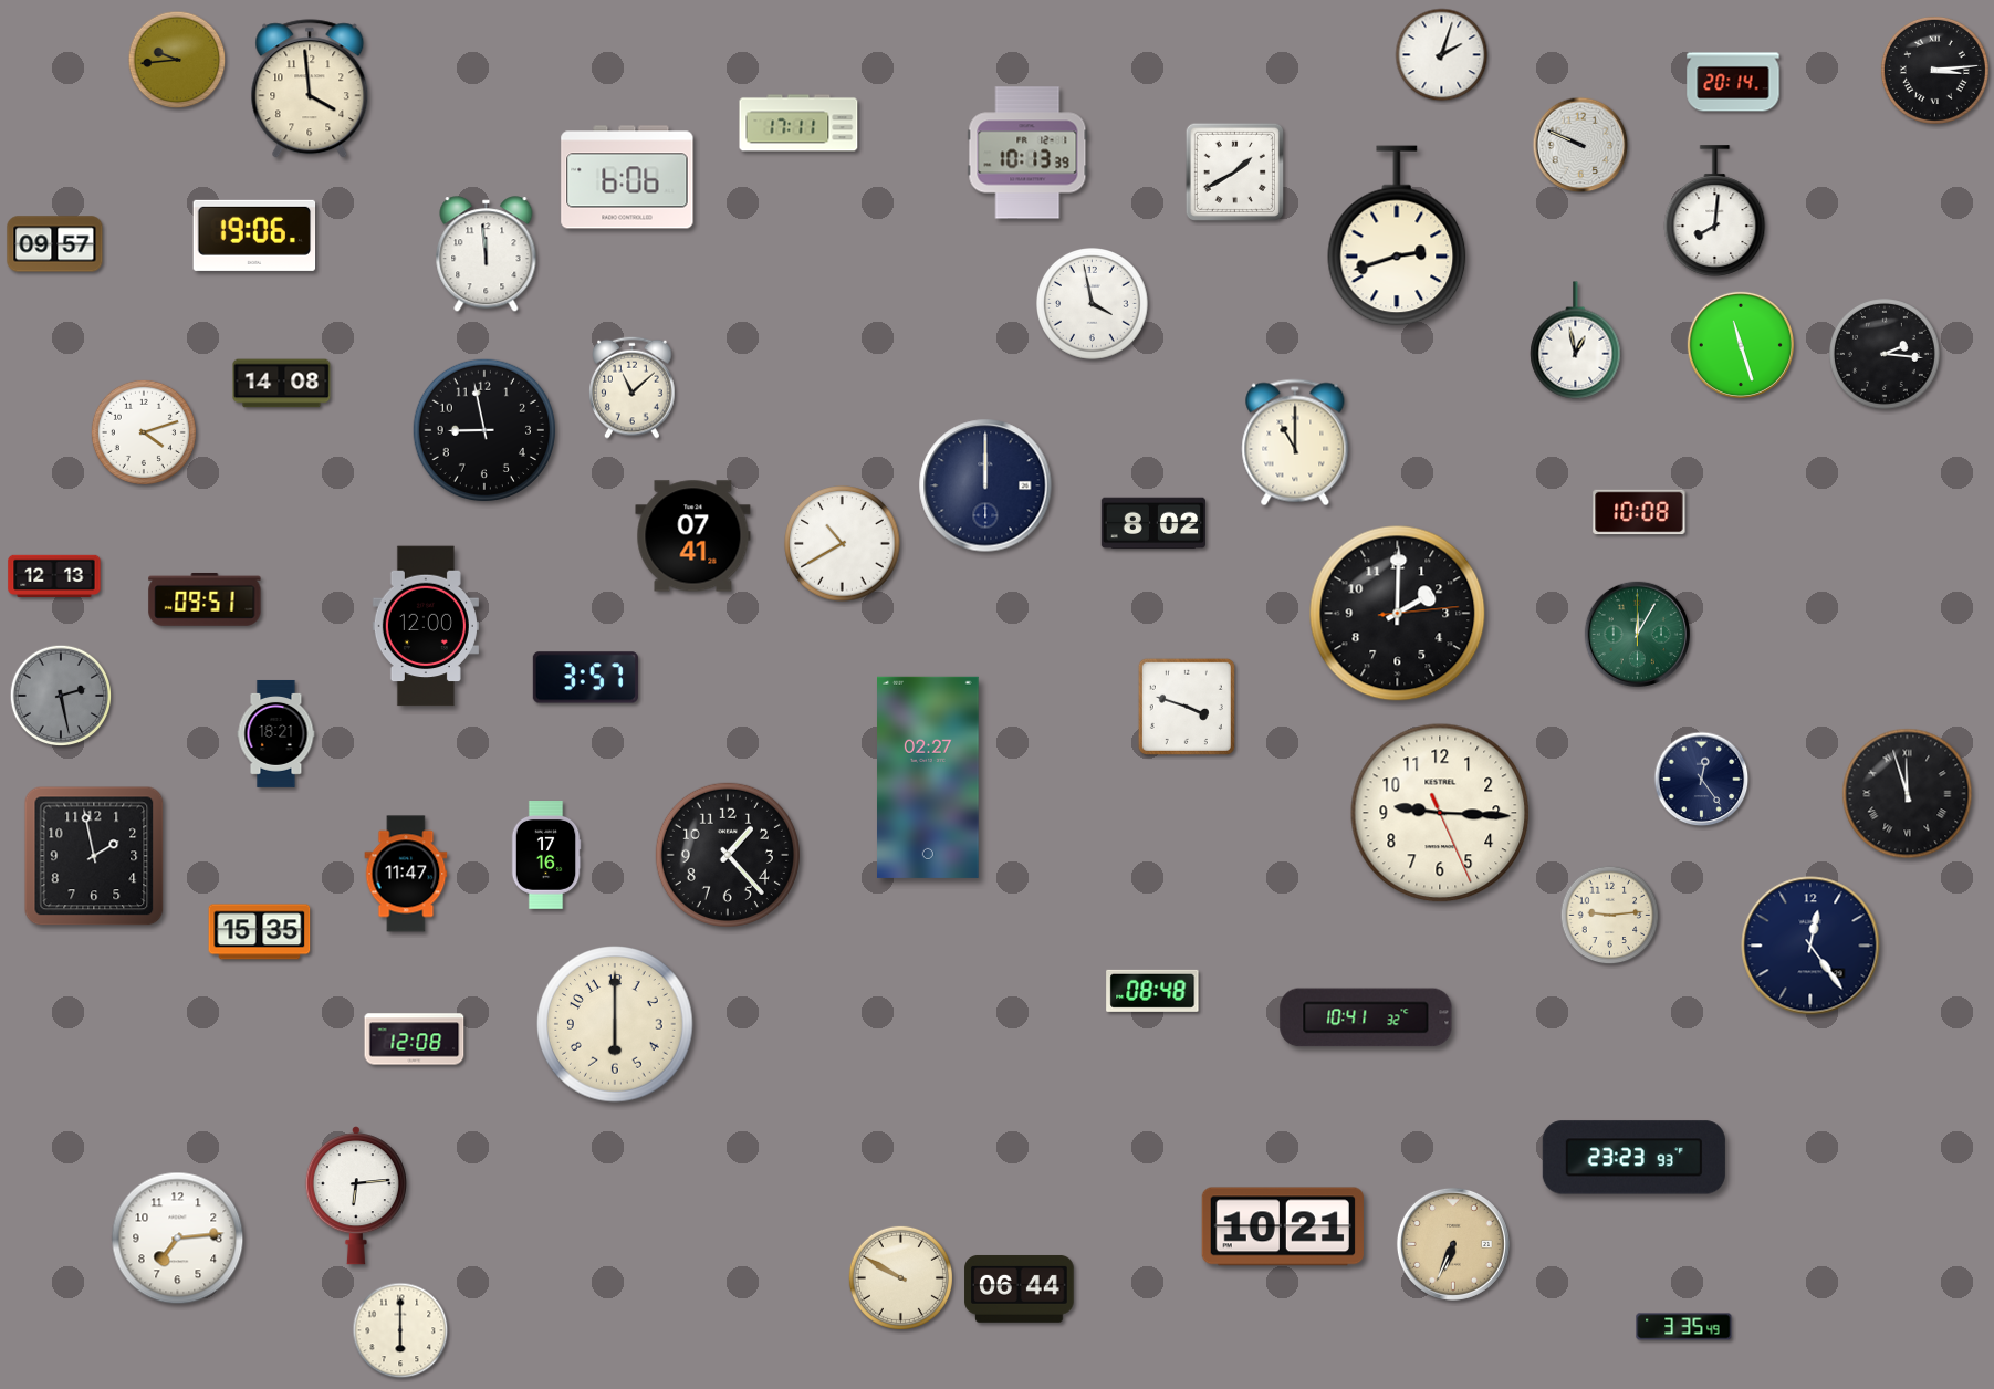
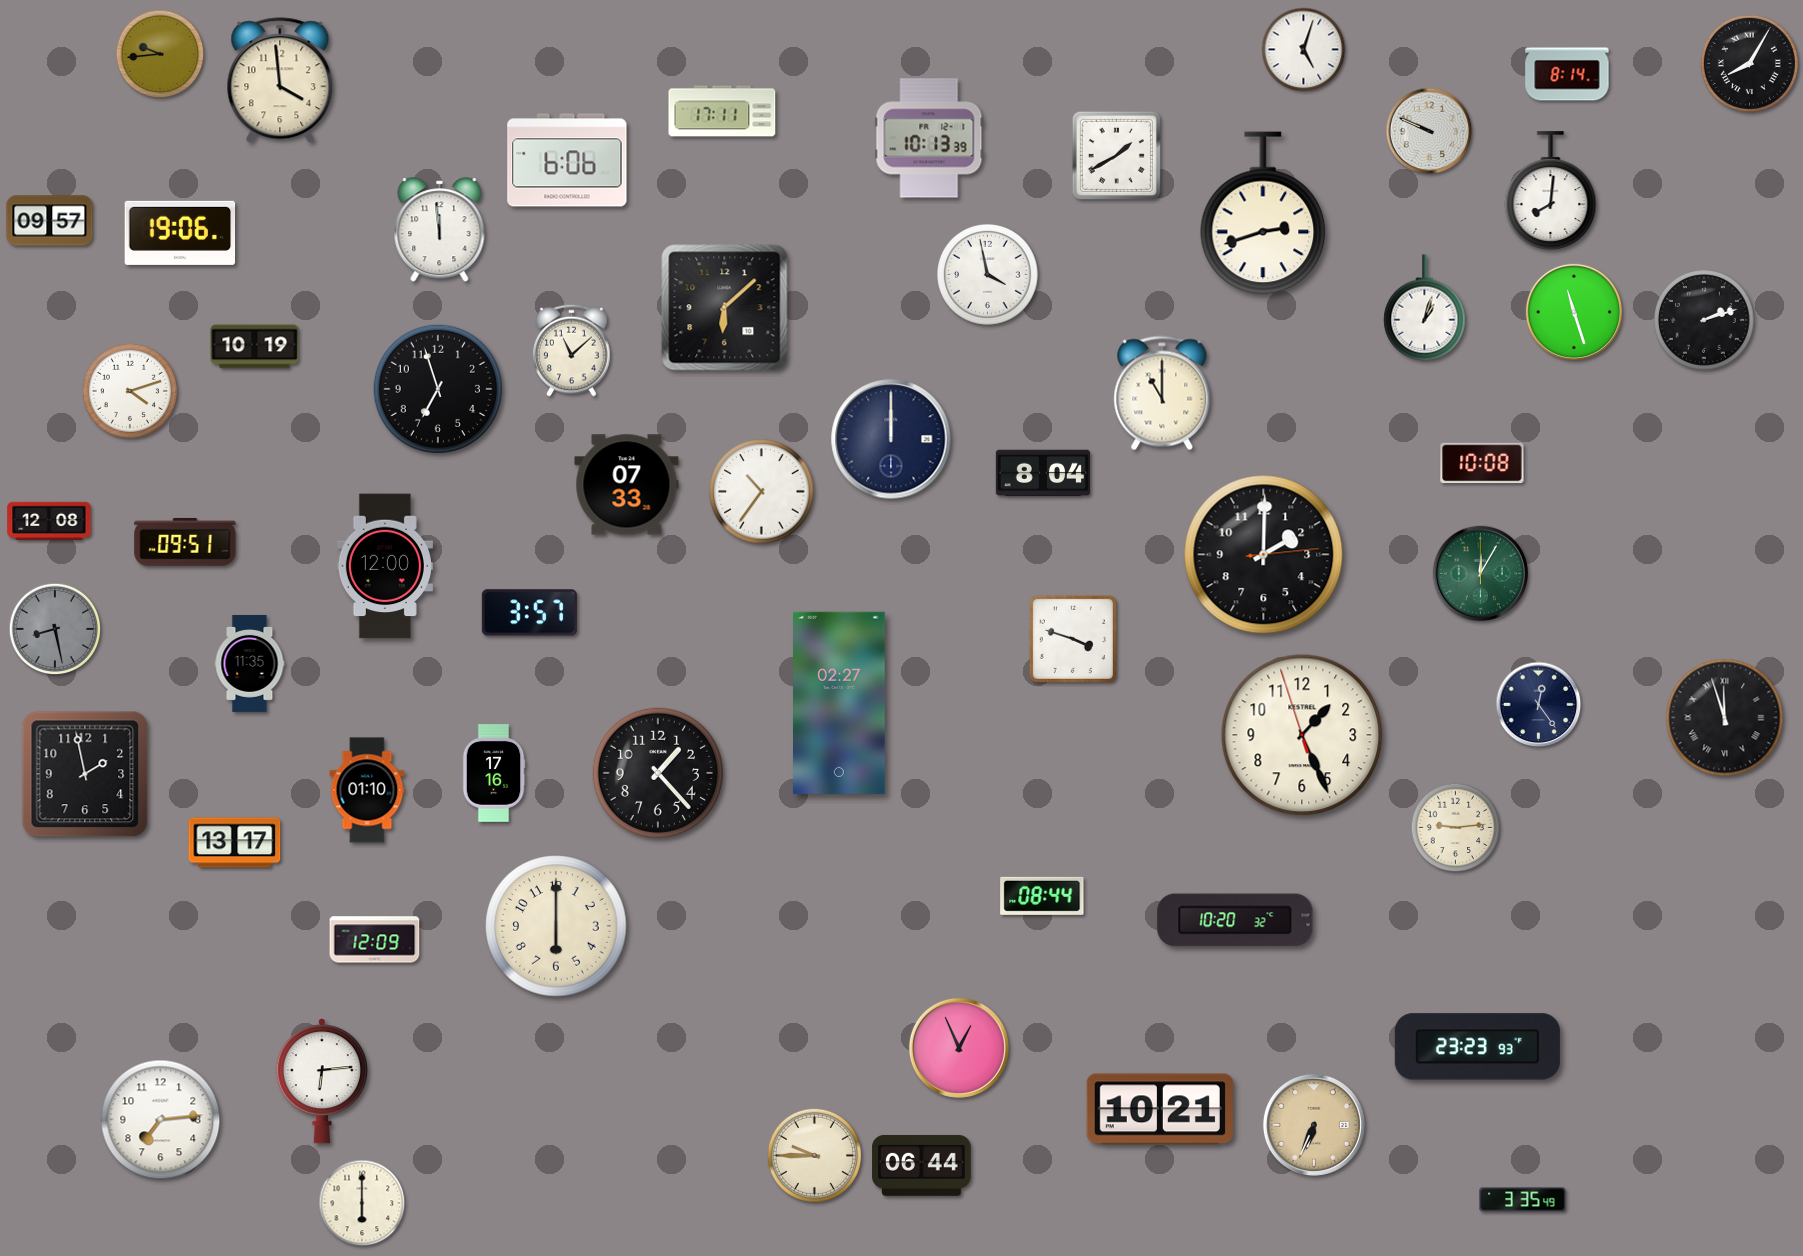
clock at (1442, 55): 2:03 -> 5:03
clock at (1934, 70): 3:14 -> 8:05
clock at (1733, 82): 20:14 -> 8:14
clock at (254, 236) position: (254, 236) -> (180, 233)
clock at (725, 308): none -> 6:08
clock at (1576, 341): 12:58 -> 1:03
clock at (1886, 355): 2:16 -> 2:12
clock at (282, 384): 14:08 -> 10:19
clock at (483, 429): 8:58 -> 6:57
clock at (1295, 442) position: (1295, 442) -> (1162, 393)
clock at (1152, 523): 8:02 -> 8:04
clock at (693, 536): 07:41 -> 07:33
clock at (843, 544): 10:40 -> 10:36
clock at (54, 575): 12:13 -> 12:08
clock at (61, 696): 2:28 -> 8:28
clock at (276, 733): 18:21 -> 11:35
clock at (1440, 813): 9:15 -> 1:25
clock at (406, 874): 11:47 -> 01:10
clock at (260, 932): 15:35 -> 13:17
clock at (1810, 946): 12:24 -> none
clock at (1152, 991): 08:48 -> 08:44
clock at (1366, 1017): 10:41 -> 10:20
clock at (415, 1040): 12:08 -> 12:09
clock at (959, 1048): none -> 12:56
clock at (900, 1277): 9:50 -> 9:45
